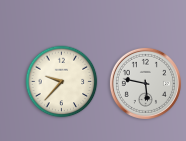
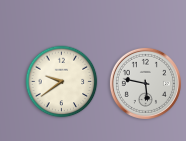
clock at (62, 82): 9:37 -> 9:39
